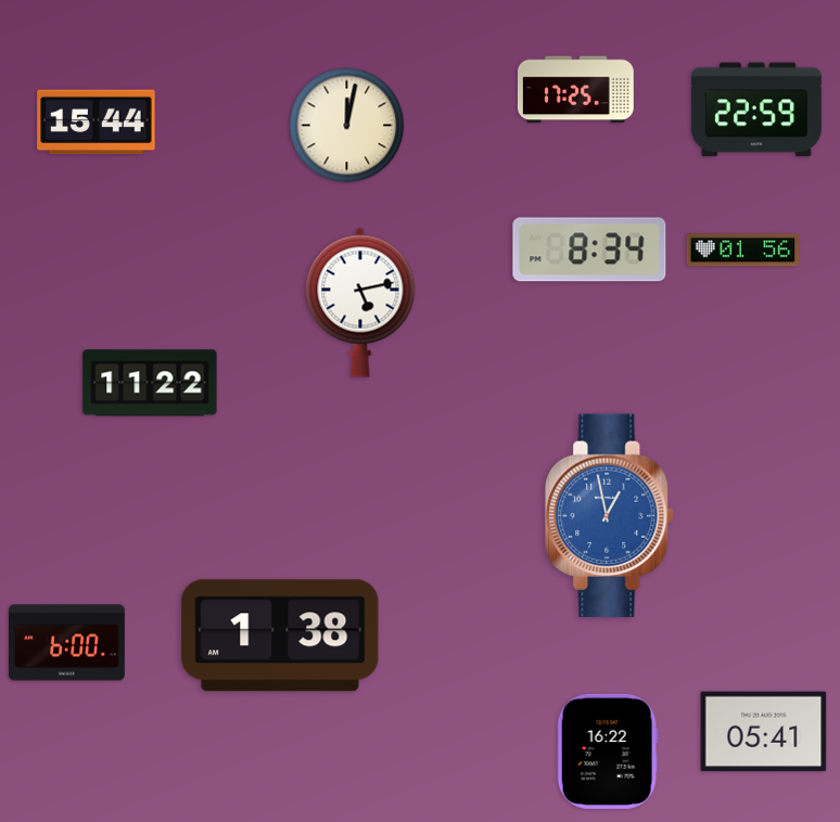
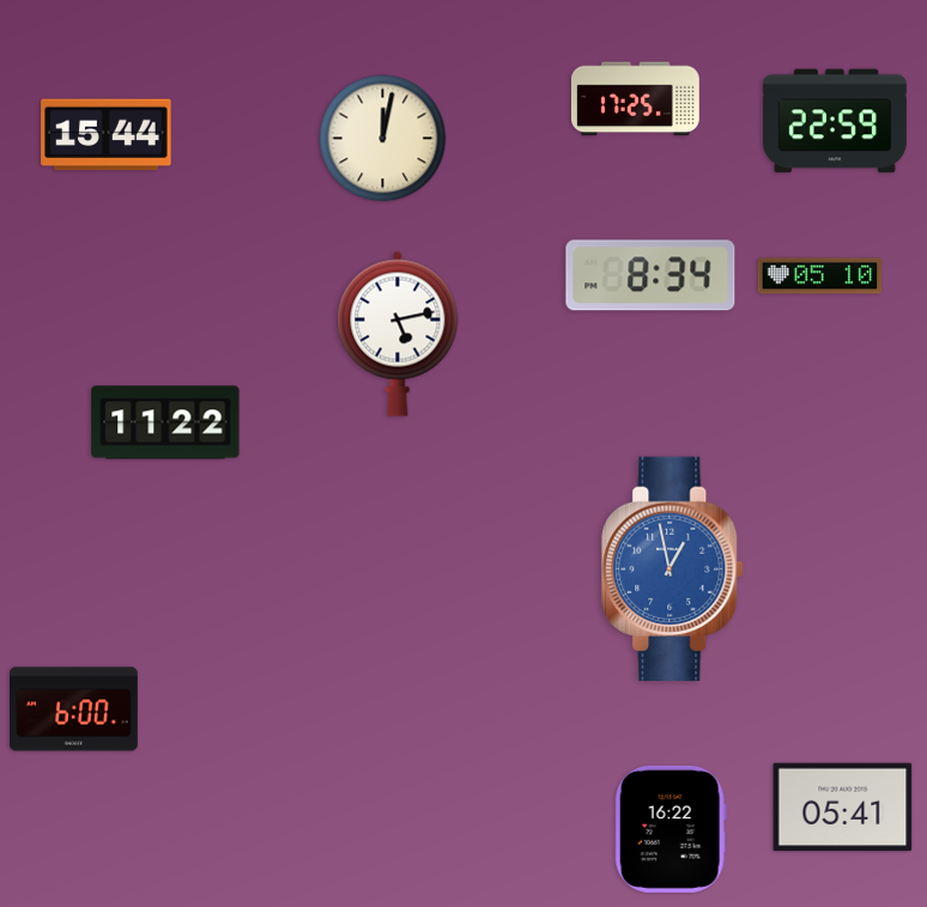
clock at (743, 251): 01:56 -> 05:10
clock at (280, 635): 1:38 -> none
